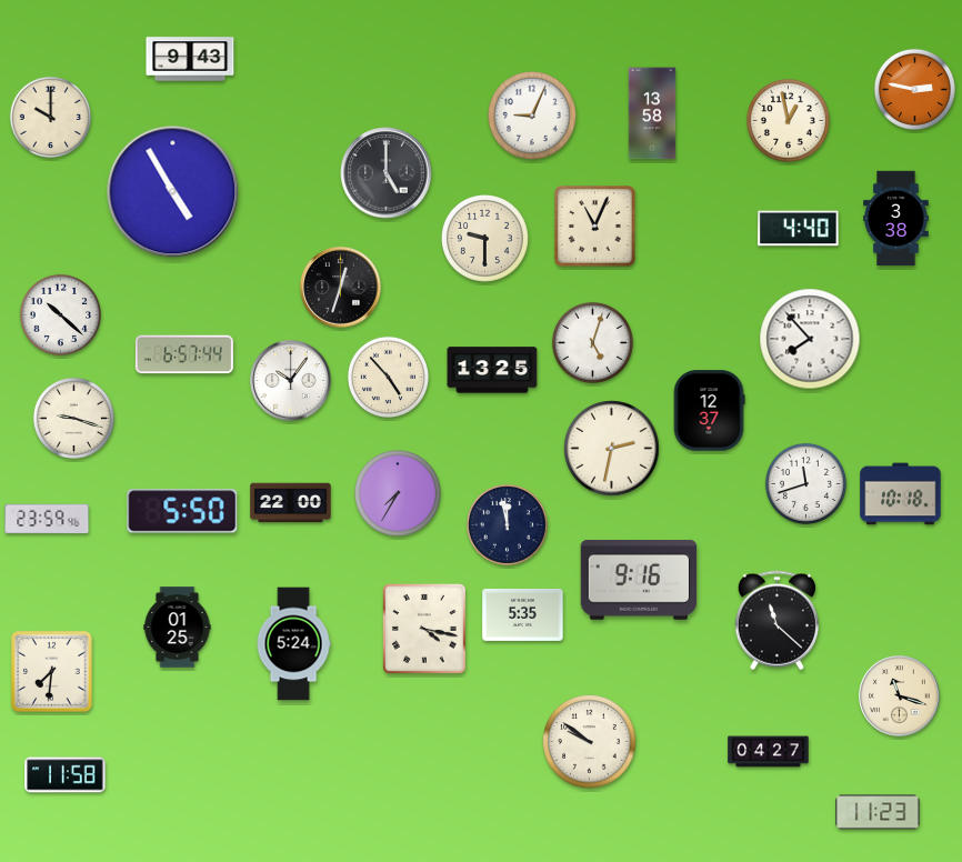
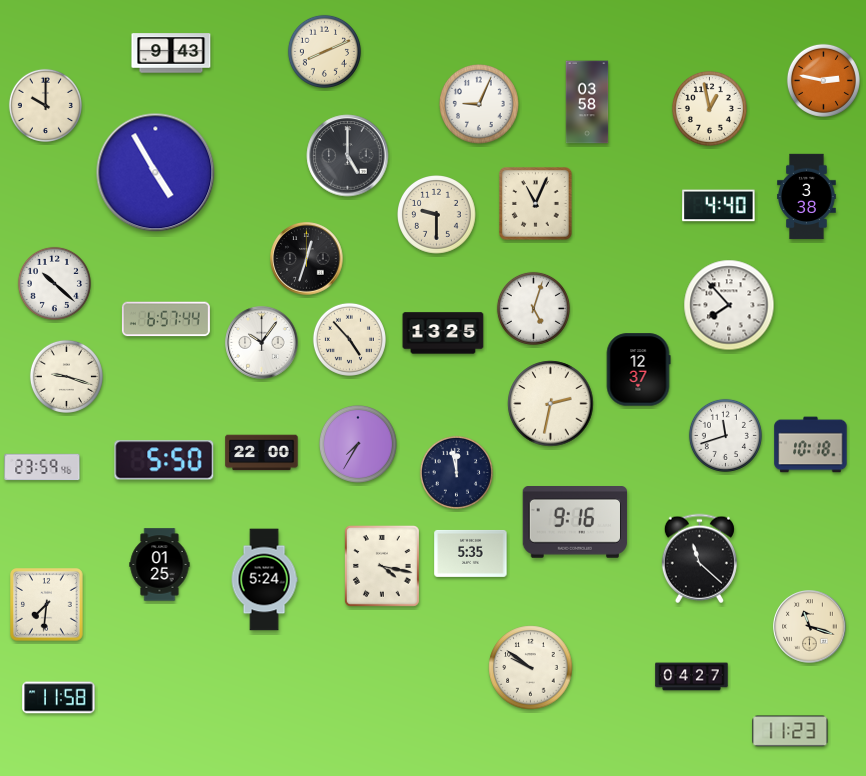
clock at (324, 51): none -> 8:11
clock at (652, 113): 13:58 -> 03:58
